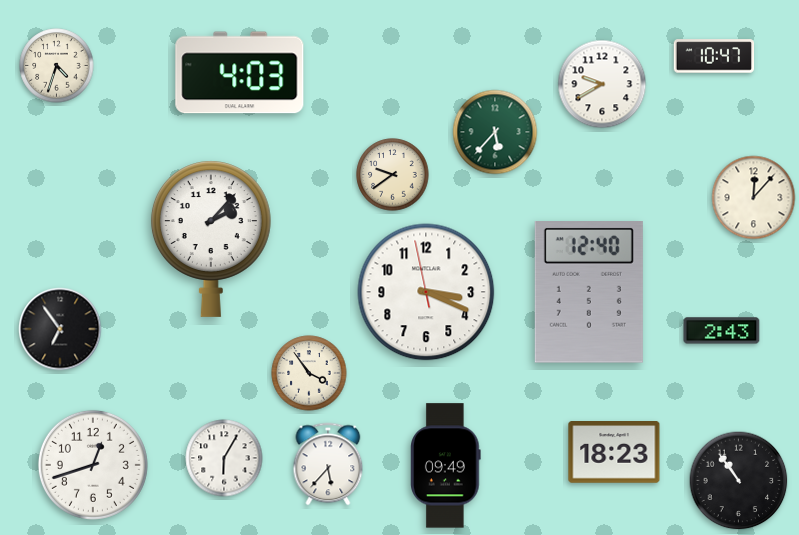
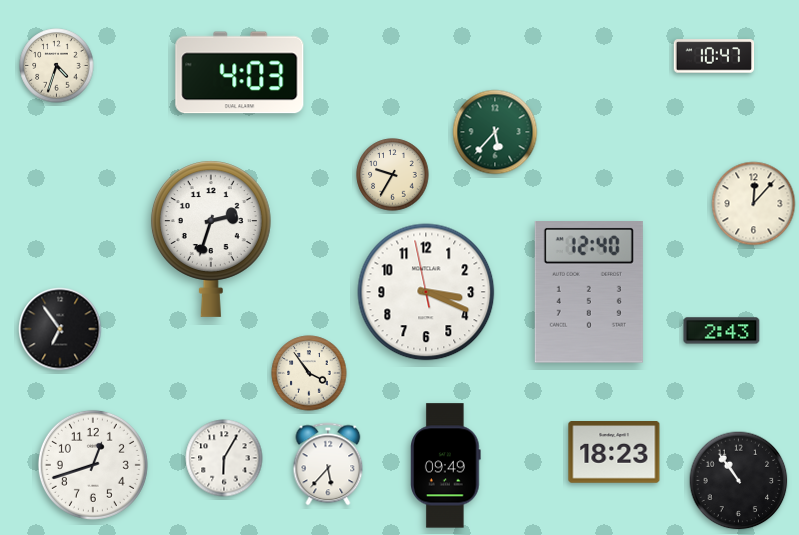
clock at (602, 84): 9:40 -> none
clock at (393, 175): 9:39 -> 9:35
clock at (754, 198) position: (754, 198) -> (754, 204)
clock at (211, 239): 2:07 -> 2:33
